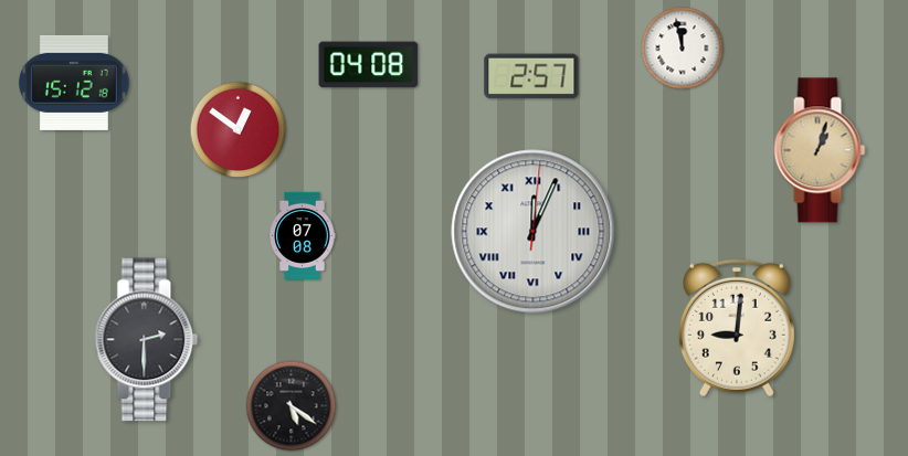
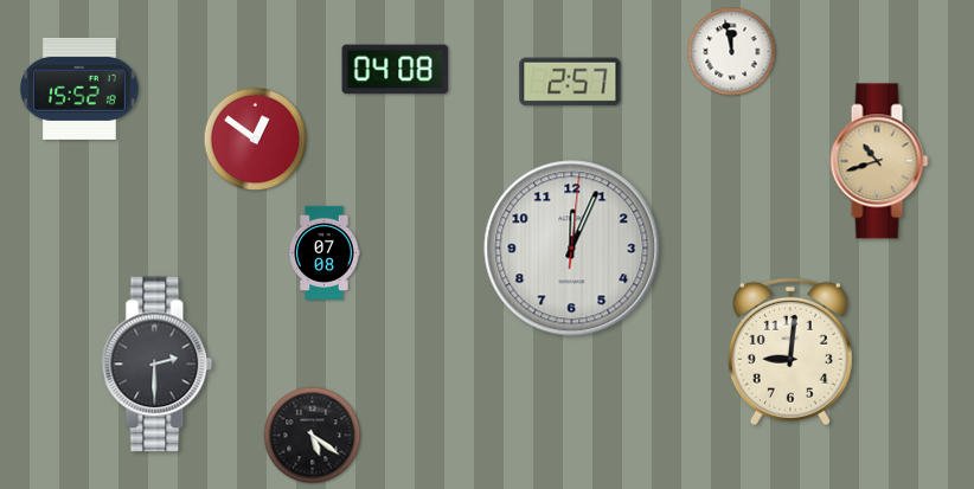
clock at (74, 83): 15:12 -> 15:52
clock at (820, 150): 1:03 -> 10:42
clock at (534, 232) numerals: Roman -> Arabic
